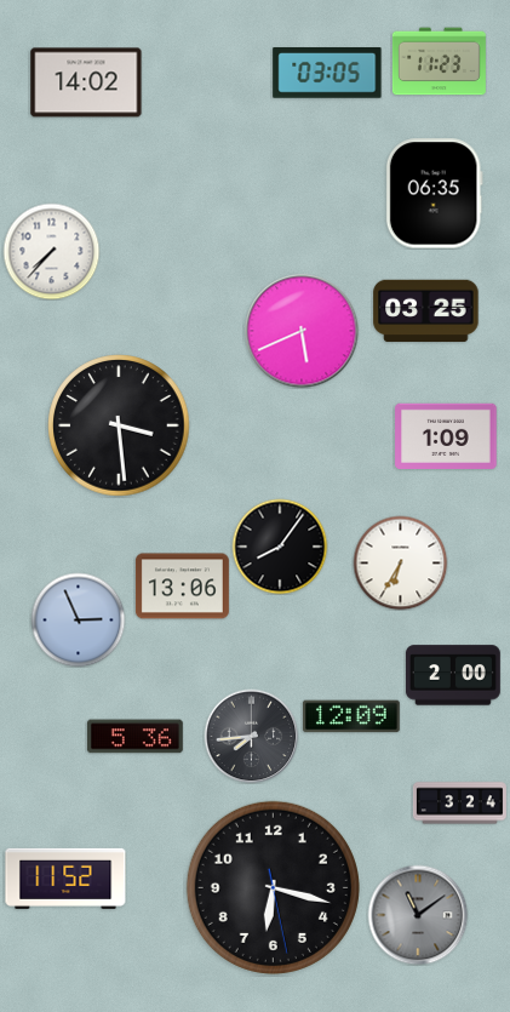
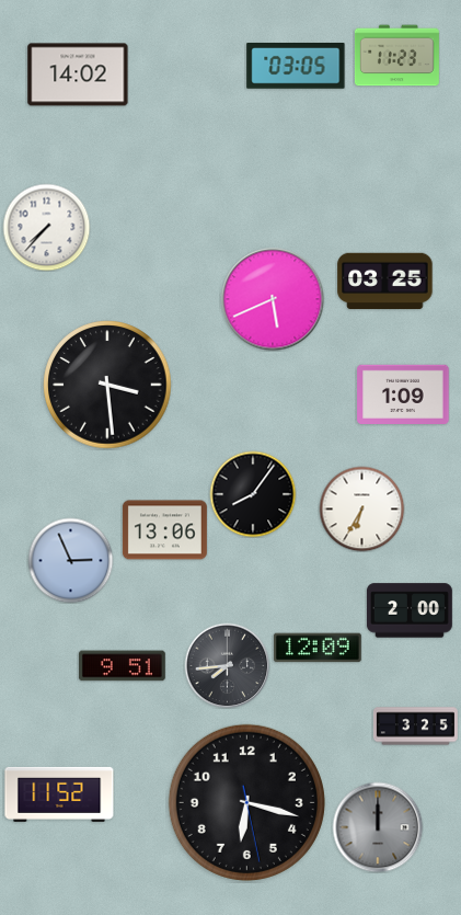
clock at (434, 194): 06:35 -> none
clock at (134, 737): 5:36 -> 9:51
clock at (459, 804): 3:24 -> 3:25
clock at (418, 915): 11:09 -> 12:00
